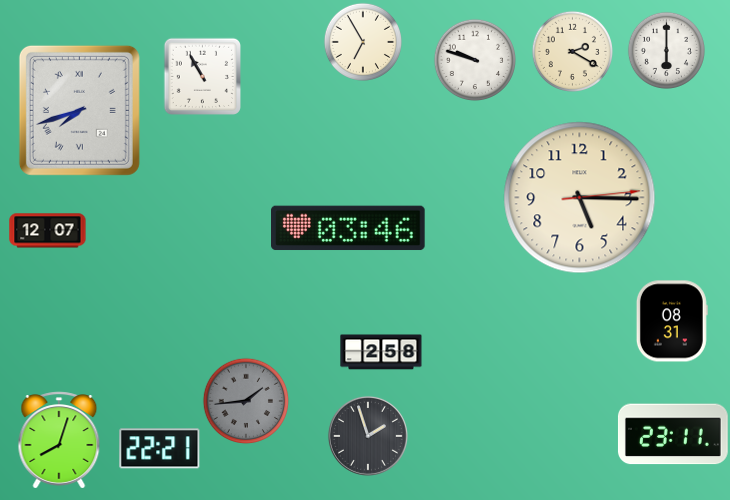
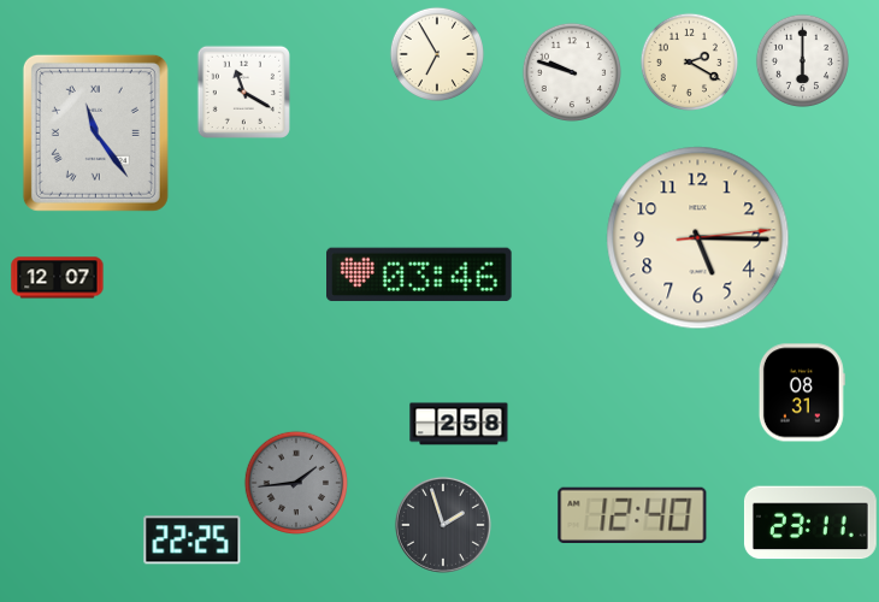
clock at (363, 42) position: (363, 42) -> (437, 54)
clock at (202, 76): 10:55 -> 11:20
clock at (79, 110): 7:42 -> 11:24
clock at (672, 321) position: (672, 321) -> (802, 393)
clock at (632, 514): none -> 12:40
clock at (59, 440): 8:03 -> none
clock at (160, 449): 22:21 -> 22:25
